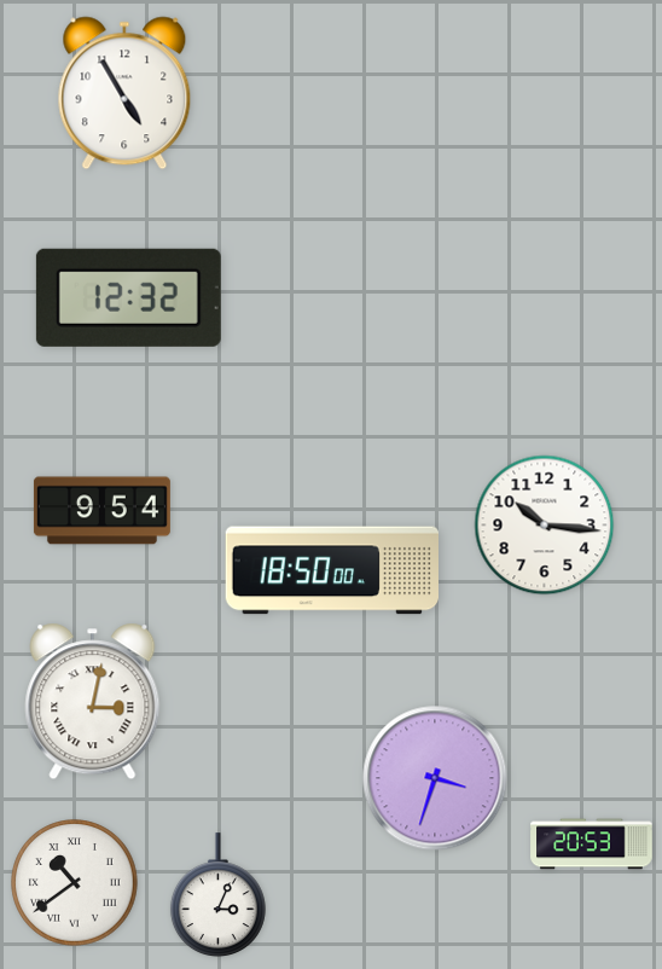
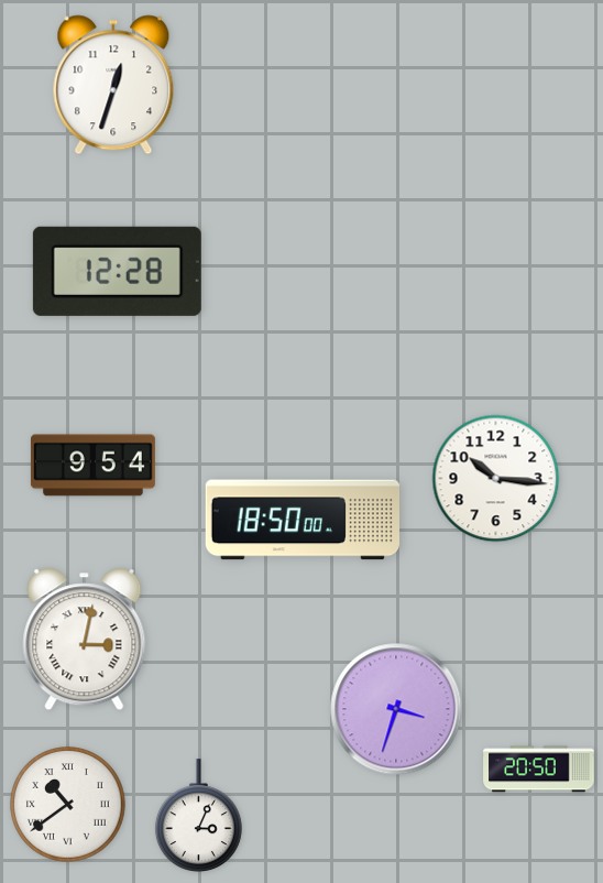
clock at (124, 93): 4:55 -> 12:33
clock at (128, 297): 12:32 -> 12:28
clock at (592, 845): 20:53 -> 20:50
